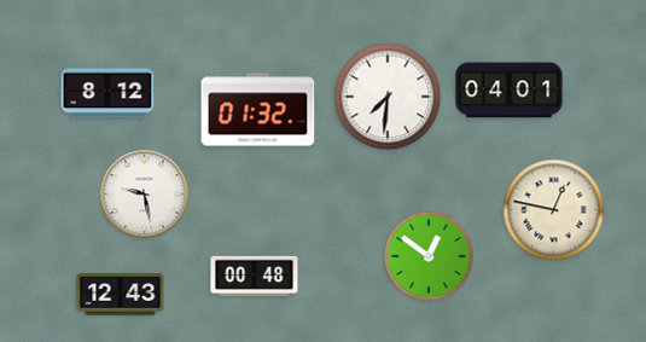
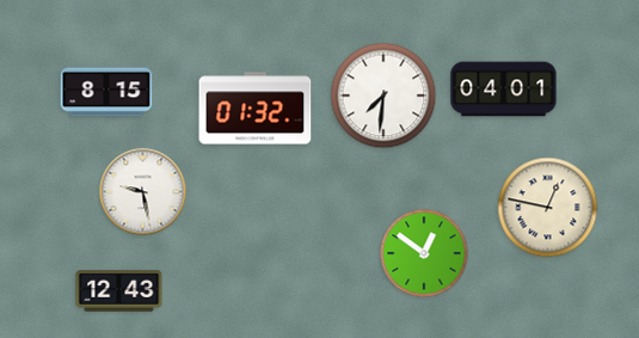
clock at (107, 93): 8:12 -> 8:15
clock at (255, 276): 00:48 -> none
